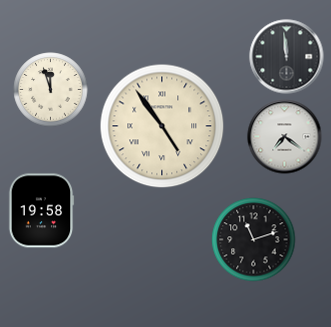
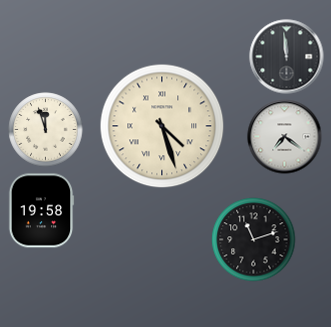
clock at (51, 90) position: (51, 90) -> (46, 130)
clock at (162, 126): 4:54 -> 4:27
